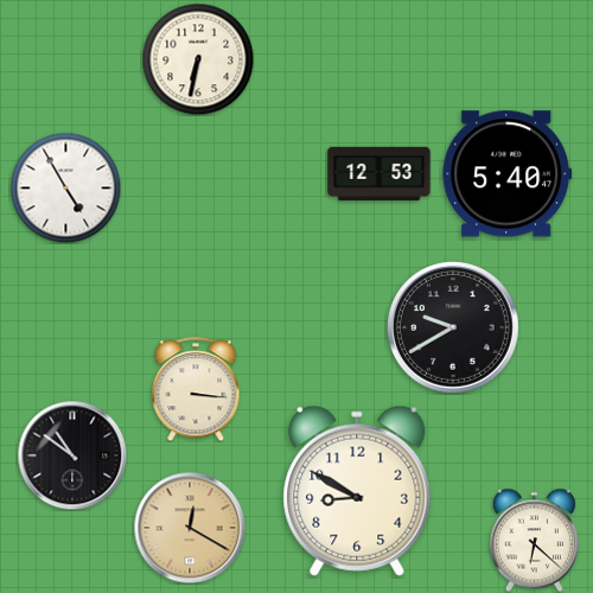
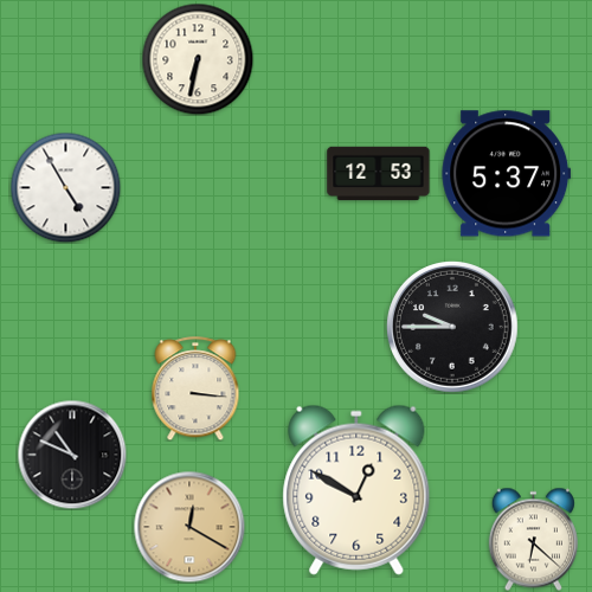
clock at (508, 174): 5:40 -> 5:37
clock at (454, 329): 9:40 -> 9:45
clock at (72, 455): 10:51 -> 10:49
clock at (357, 491): 8:50 -> 12:50
